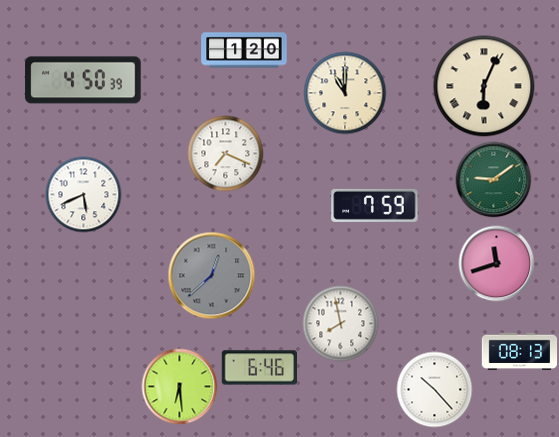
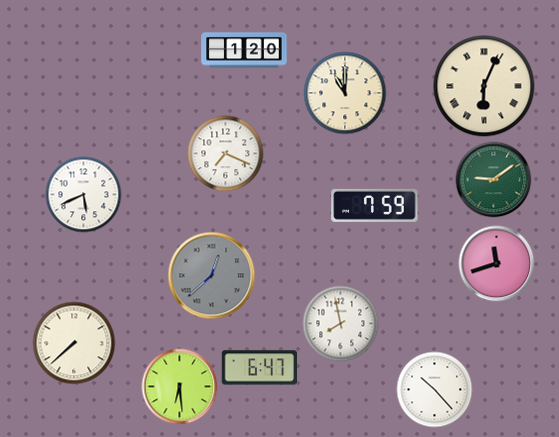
clock at (83, 80): 4:50 -> none
clock at (74, 343): none -> 7:38
clock at (520, 352): 08:13 -> none
clock at (259, 368): 6:46 -> 6:47
